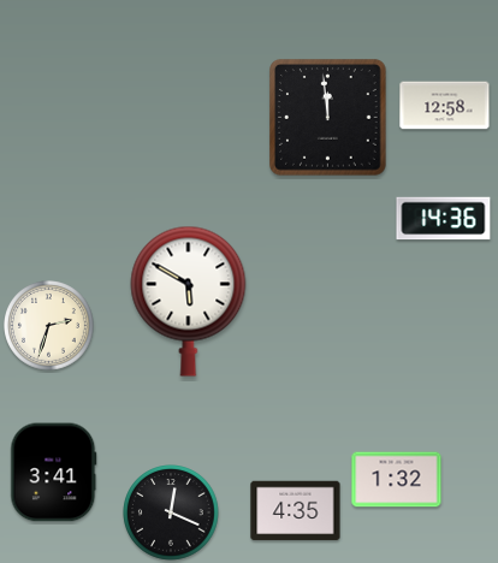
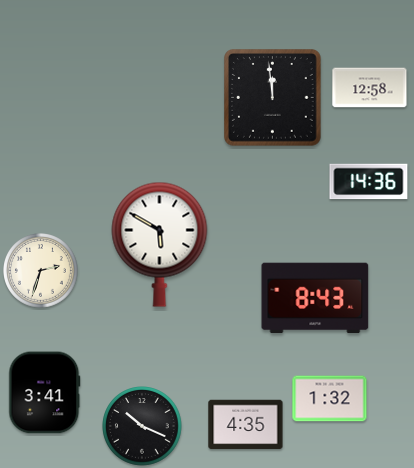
clock at (189, 301) position: (189, 301) -> (160, 244)
clock at (315, 298): none -> 8:43
clock at (171, 512): 12:19 -> 10:19
